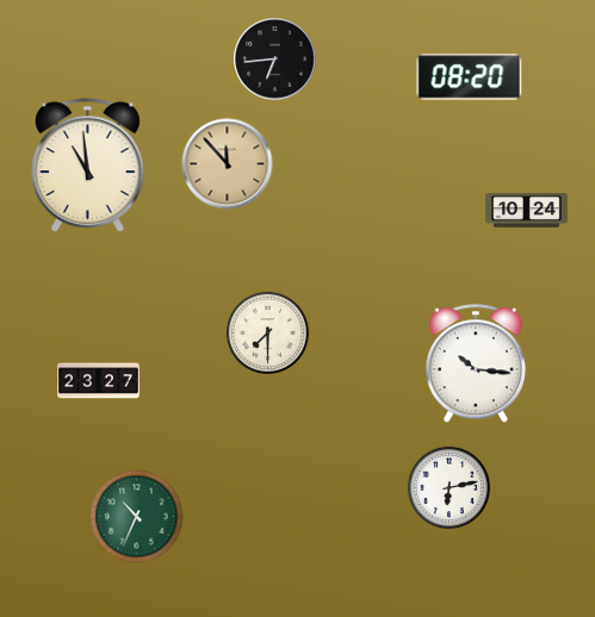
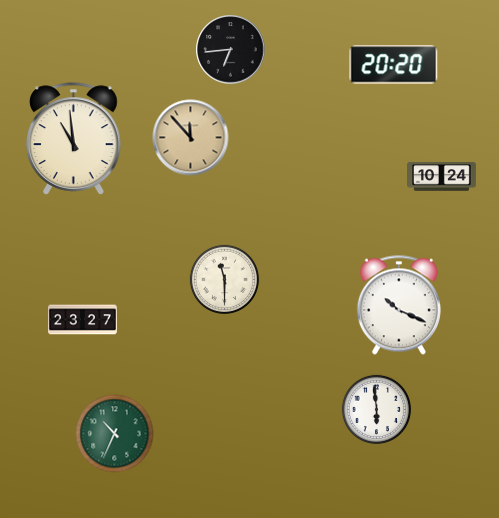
clock at (470, 77): 08:20 -> 20:20
clock at (267, 332): 7:30 -> 11:30
clock at (476, 363): 10:16 -> 10:19
clock at (448, 487): 6:13 -> 5:59
